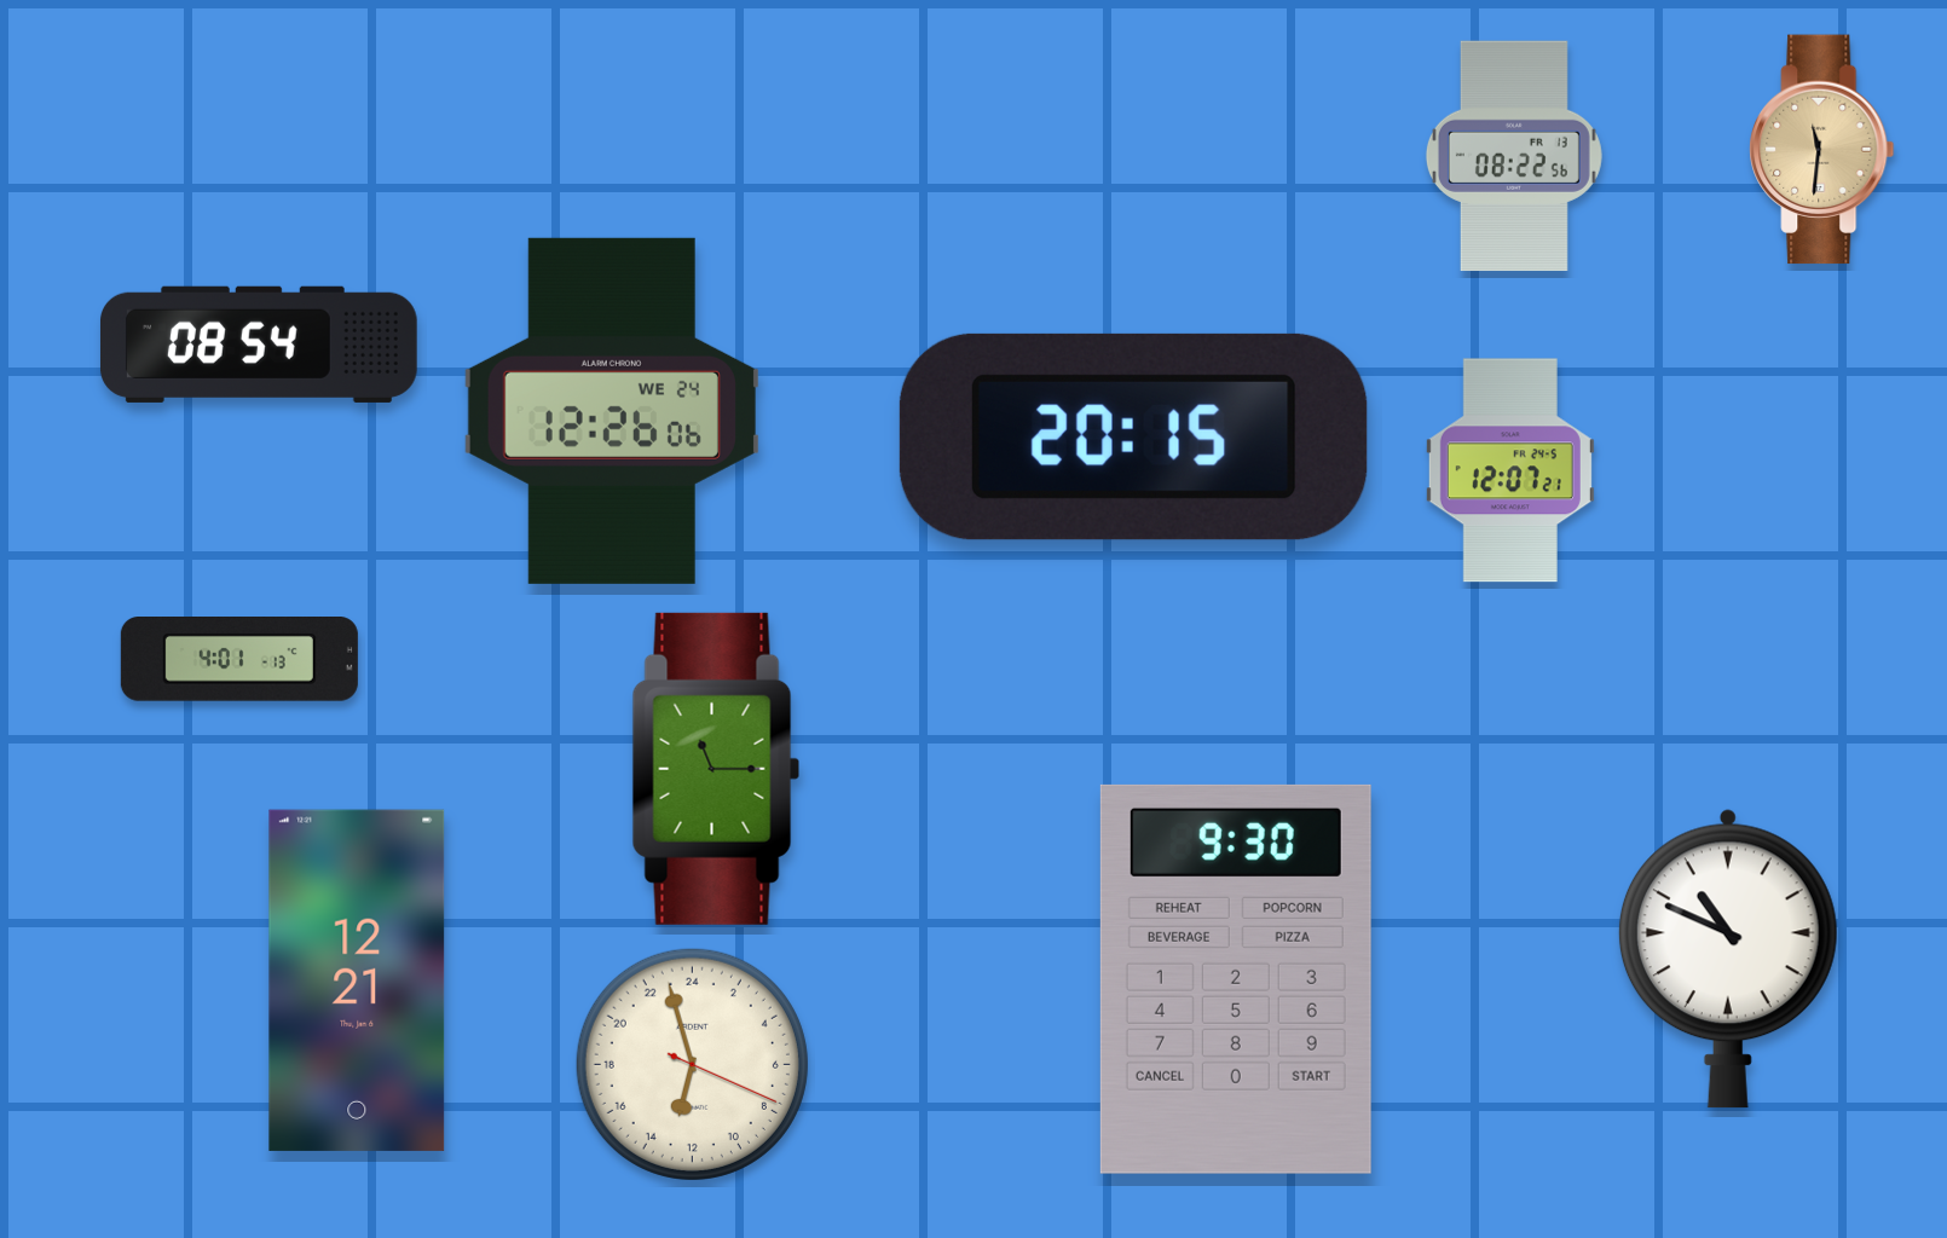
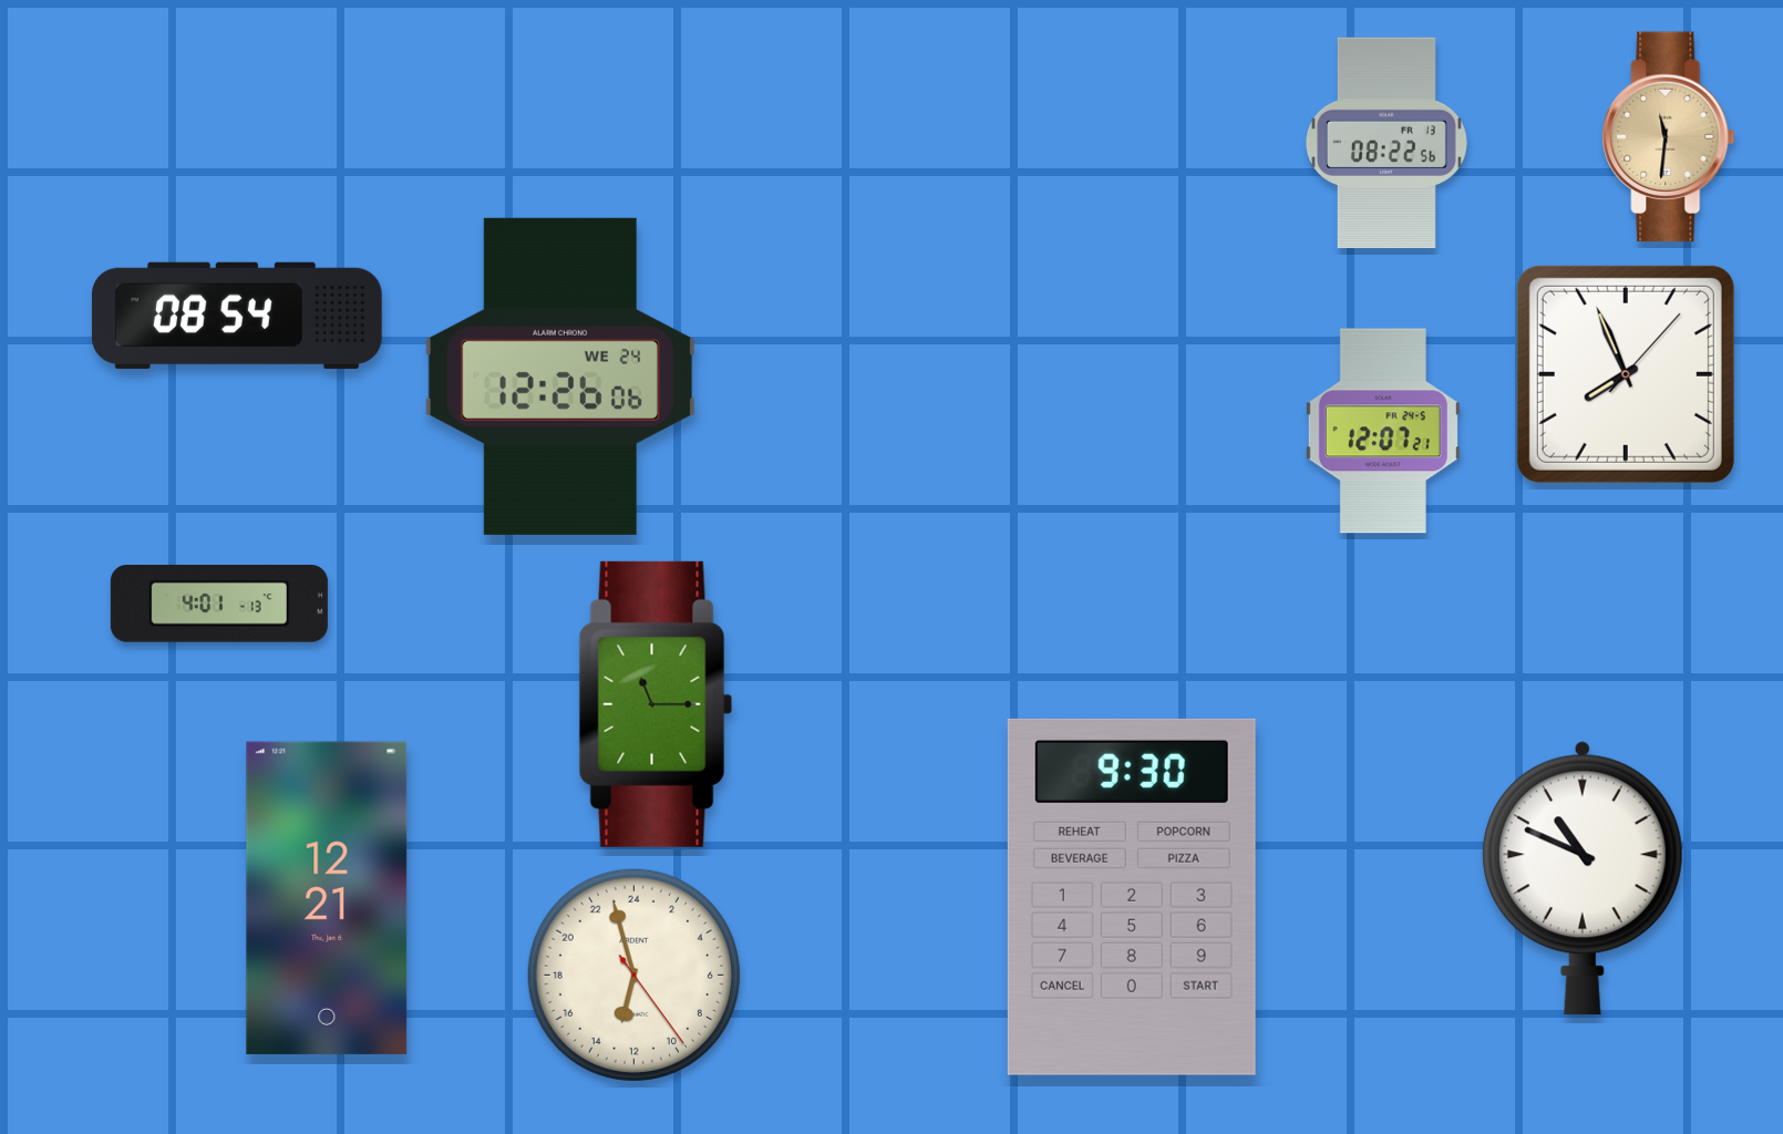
clock at (1626, 374): none -> 7:56
clock at (1133, 436): 20:15 -> none
clock at (692, 1064): 12:57:19 -> 12:57:24
